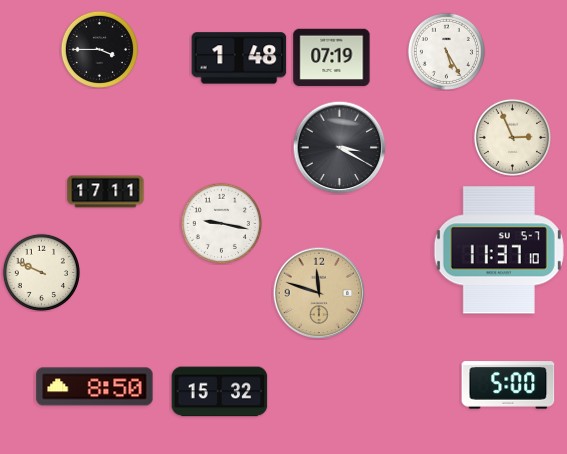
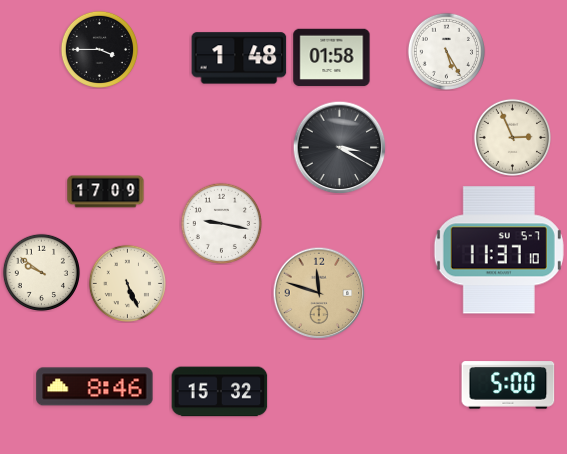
clock at (332, 58): 07:19 -> 01:58
clock at (106, 192): 17:11 -> 17:09
clock at (41, 272): 9:49 -> 9:51
clock at (127, 283): none -> 5:26
clock at (95, 387): 8:50 -> 8:46
